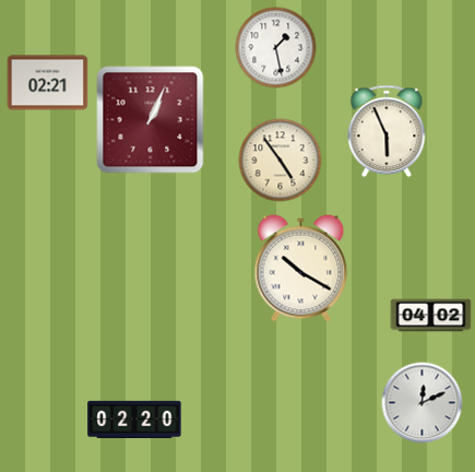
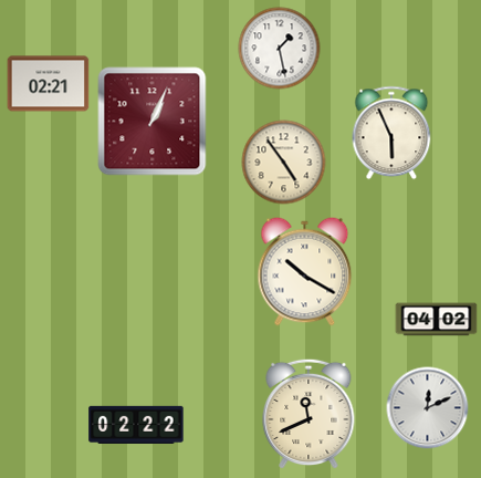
clock at (309, 414): none -> 11:41
clock at (134, 420): 02:20 -> 02:22
